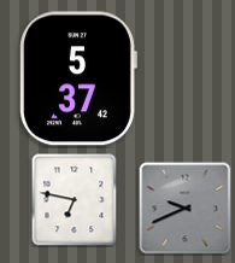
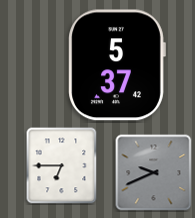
clock at (78, 78) position: (78, 78) -> (117, 65)
clock at (75, 199): 6:47 -> 6:45
